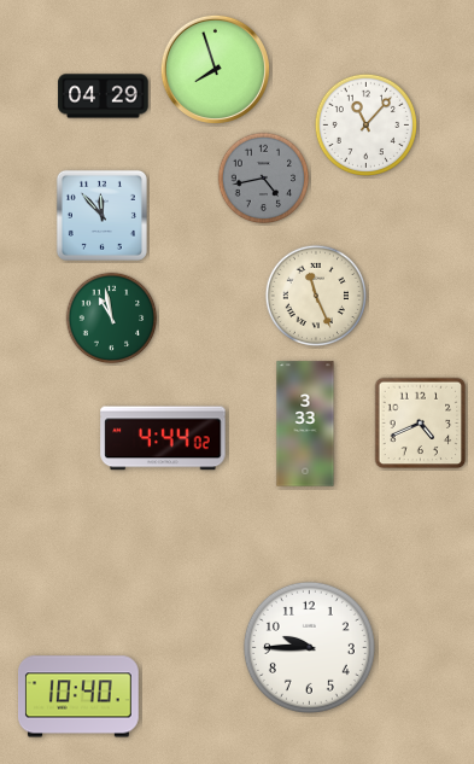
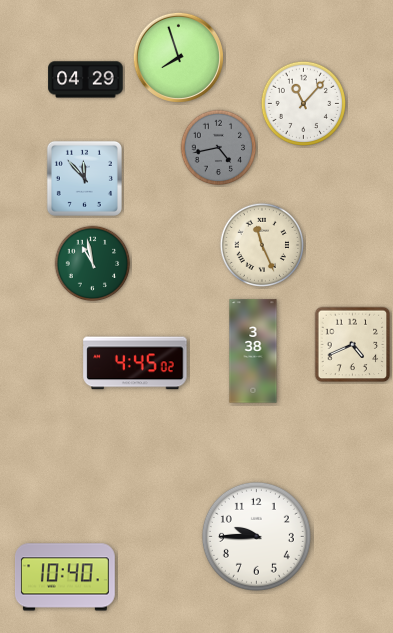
clock at (305, 424): 3:33 -> 3:38
clock at (421, 424) position: (421, 424) -> (353, 345)
clock at (163, 438): 4:44 -> 4:45
